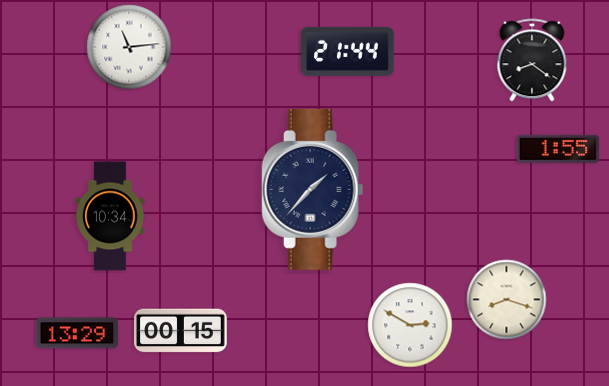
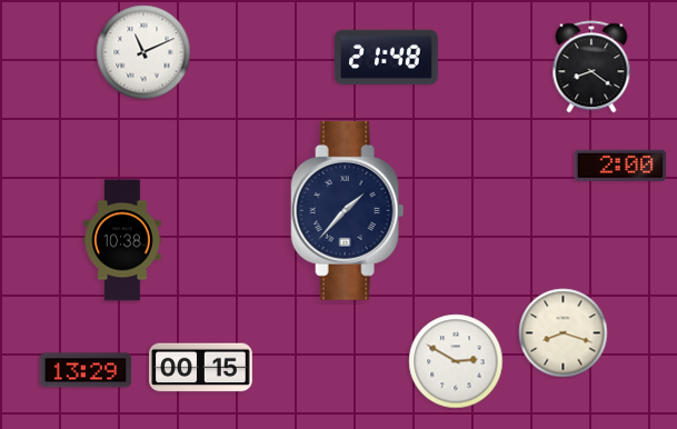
clock at (129, 47): 11:14 -> 11:11
clock at (348, 51): 21:44 -> 21:48
clock at (558, 149): 1:55 -> 2:00
clock at (110, 216): 10:34 -> 10:38
